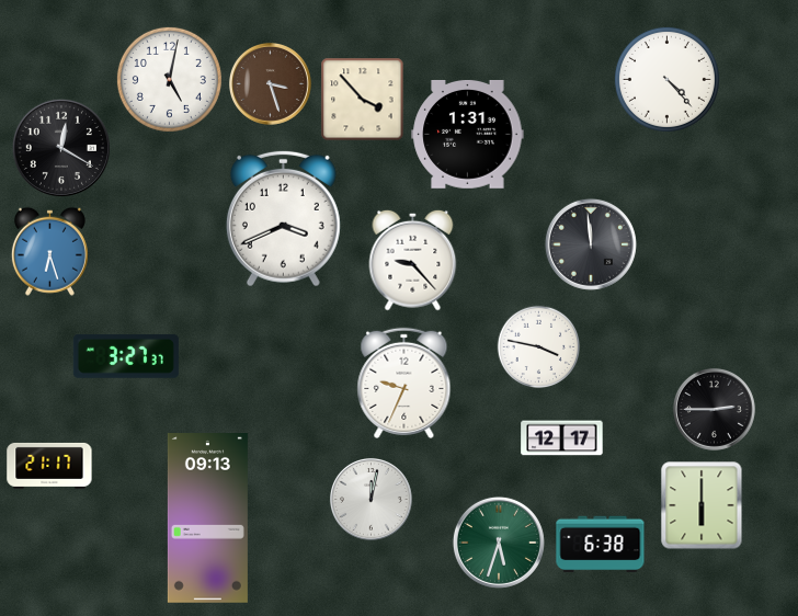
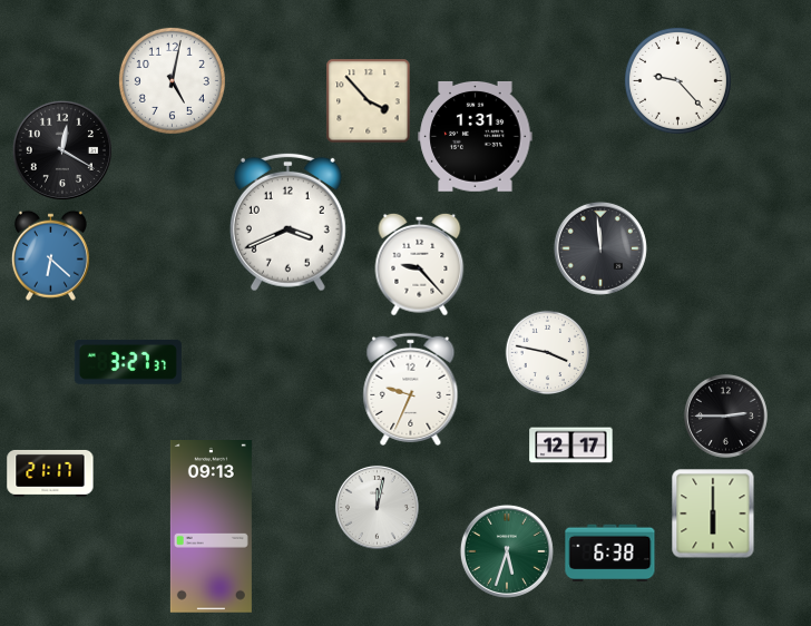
clock at (666, 79): 4:23 -> 9:23
clock at (270, 83): 3:27 -> none
clock at (49, 251): 6:27 -> 6:22
